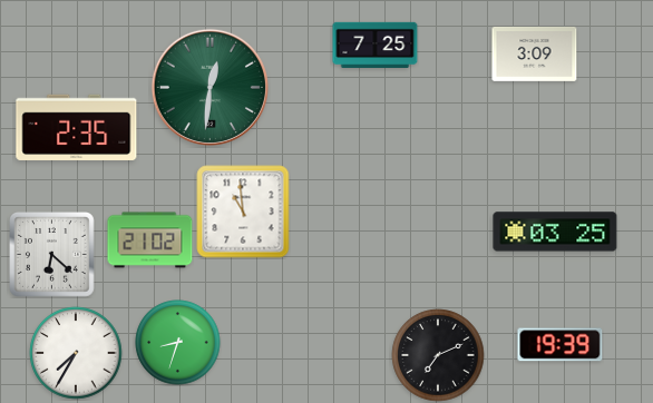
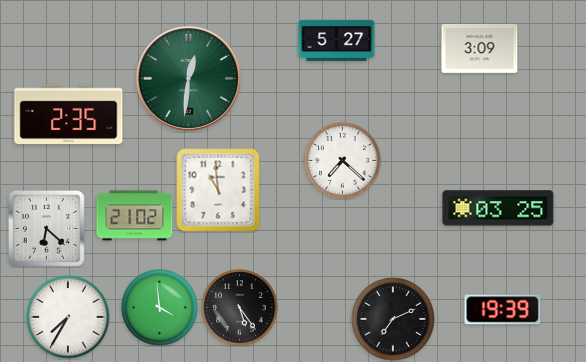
clock at (376, 46): 7:25 -> 5:27
clock at (343, 161): none -> 7:22
clock at (178, 343): 8:33 -> 3:59
clock at (240, 308): none -> 5:24
